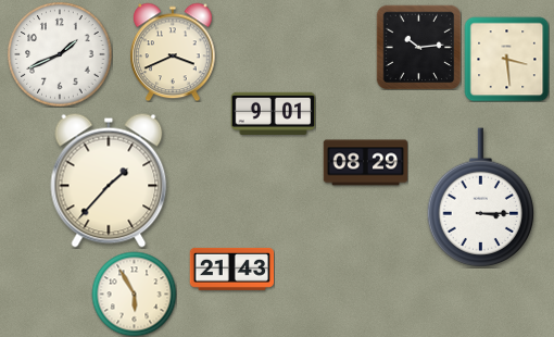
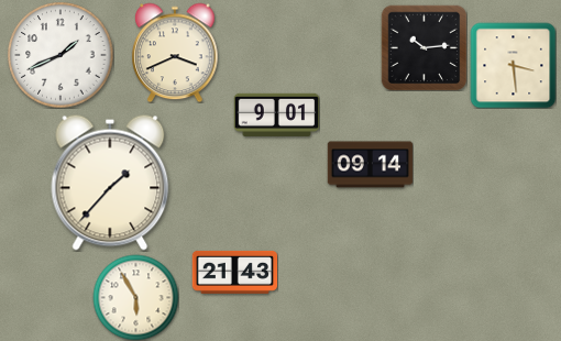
clock at (506, 59) position: (506, 59) -> (513, 65)
clock at (365, 163): 08:29 -> 09:14
clock at (480, 197): 3:15 -> none
